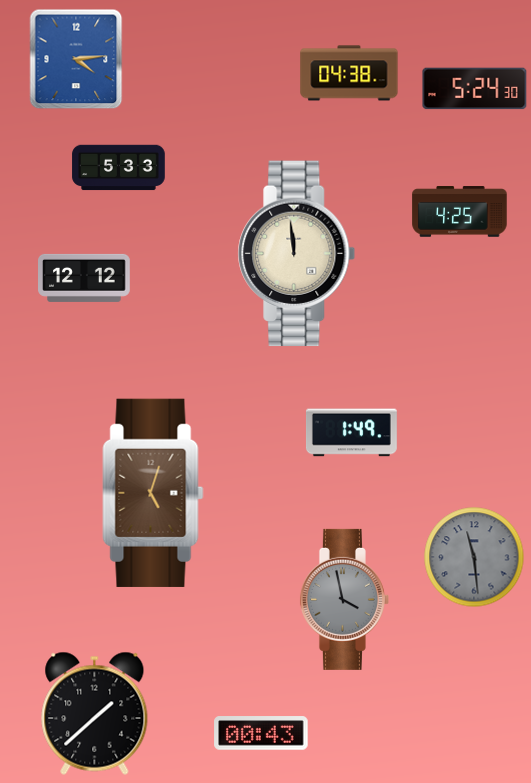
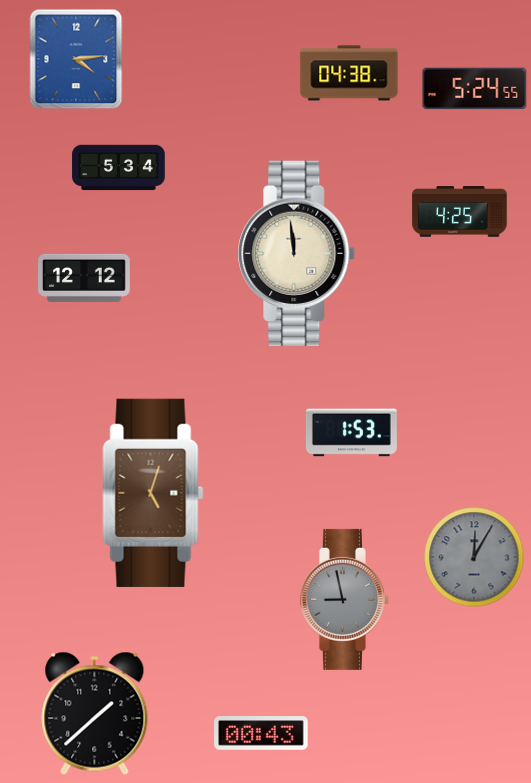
clock at (475, 89): 5:24:30 -> 5:24:55
clock at (119, 168): 5:33 -> 5:34
clock at (351, 433): 1:49 -> 1:53
clock at (474, 557): 11:29 -> 12:05
clock at (344, 599): 3:58 -> 8:58
